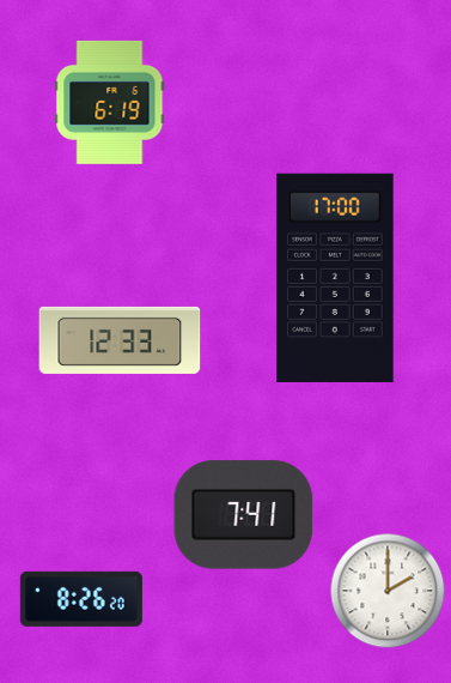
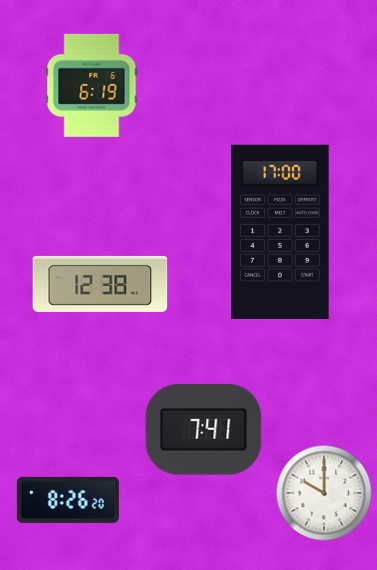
clock at (120, 340): 12:33 -> 12:38
clock at (388, 591): 2:00 -> 10:00
